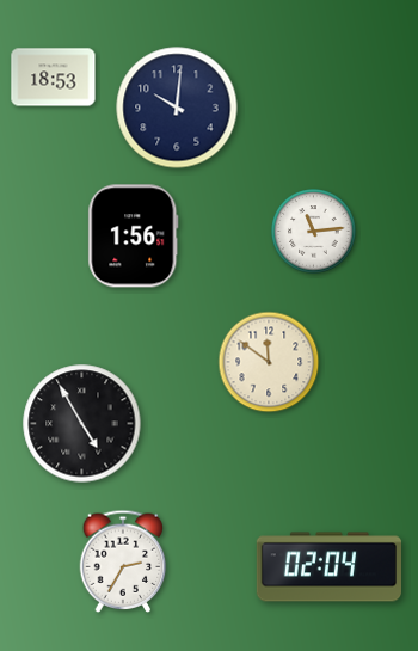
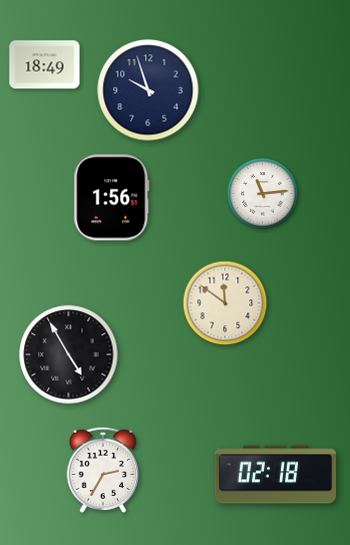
clock at (54, 78): 18:53 -> 18:49
clock at (177, 108): 10:01 -> 9:57
clock at (328, 567): 02:04 -> 02:18
